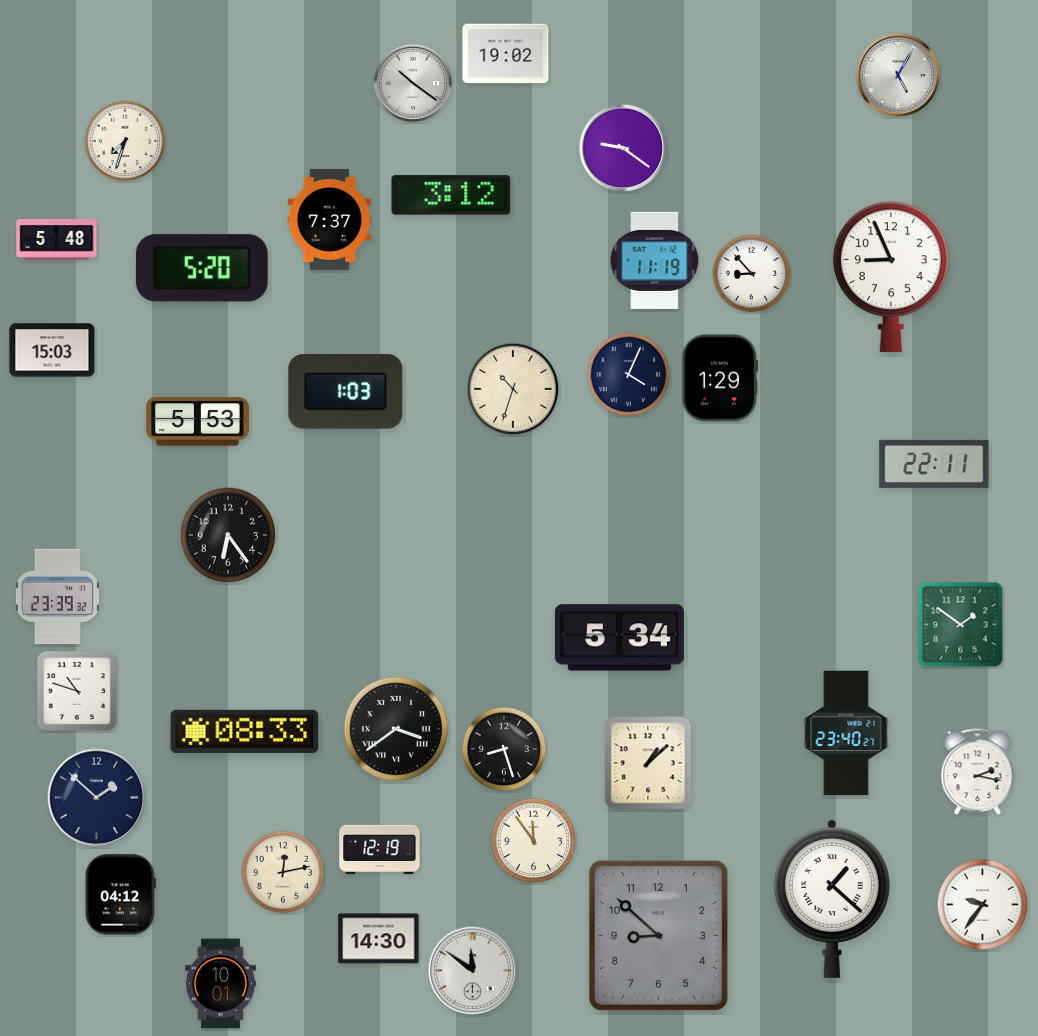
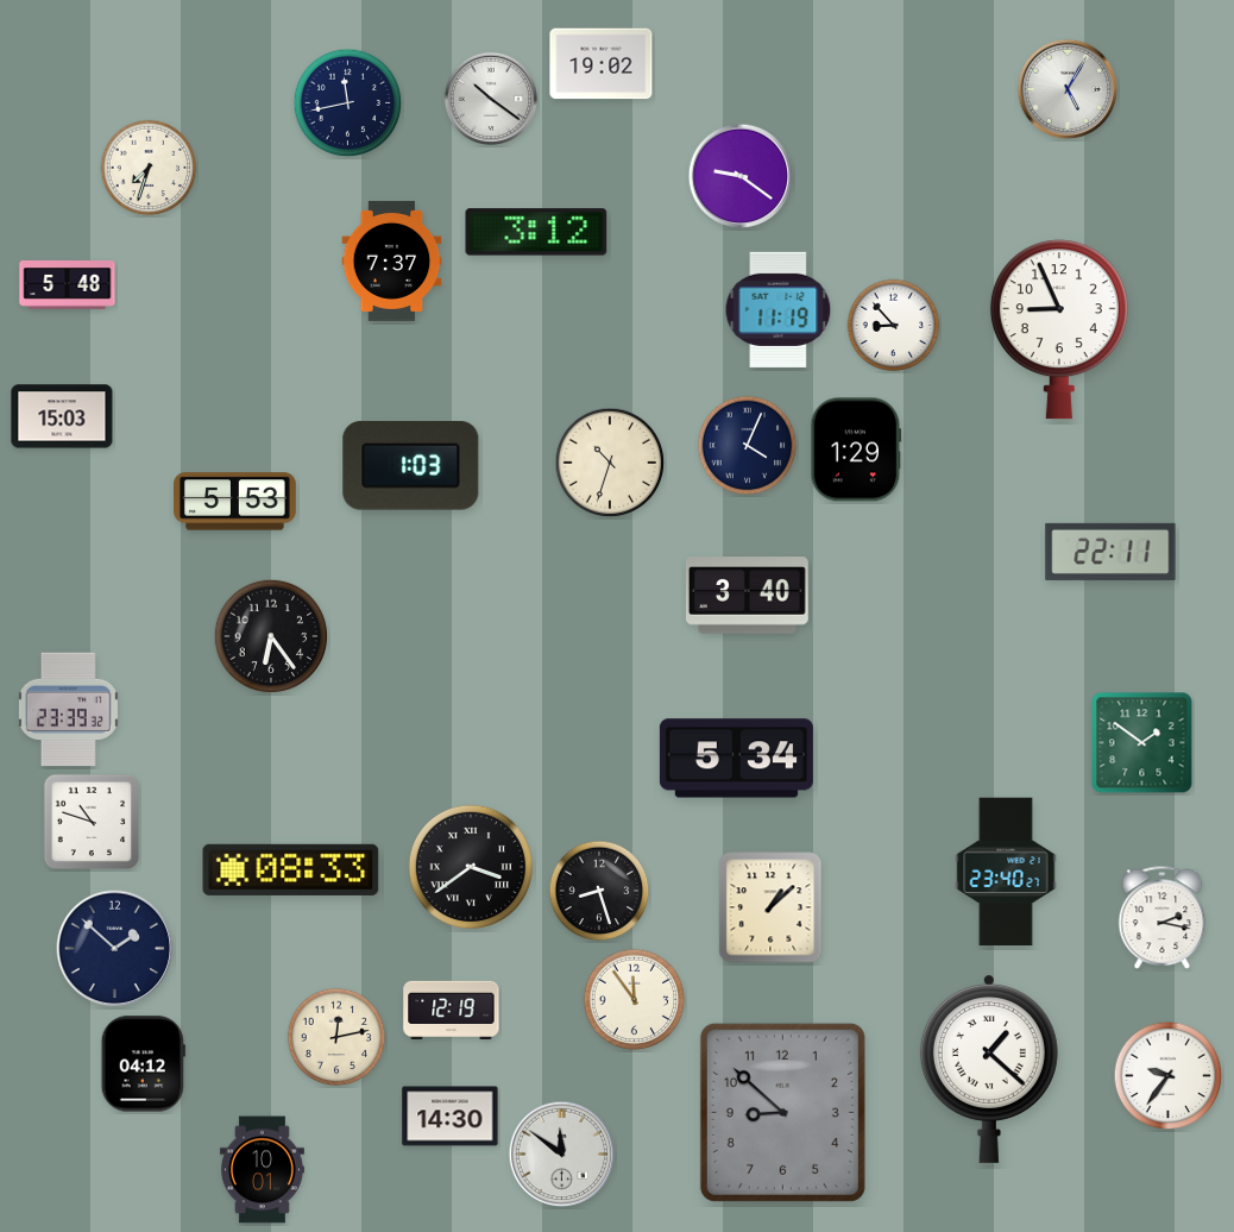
clock at (348, 103): none -> 11:43
clock at (202, 268): 5:20 -> none
clock at (747, 596): none -> 3:40
